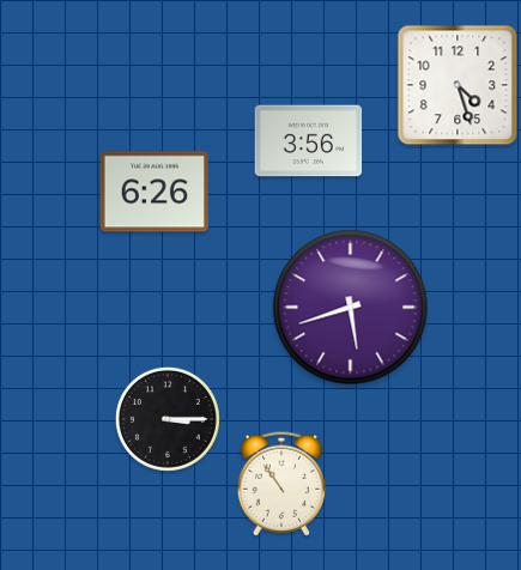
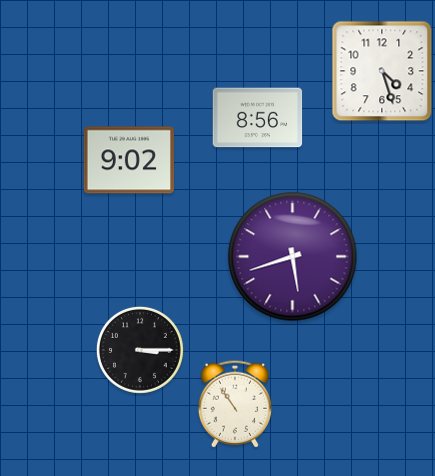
clock at (309, 141): 3:56 -> 8:56
clock at (153, 192): 6:26 -> 9:02
